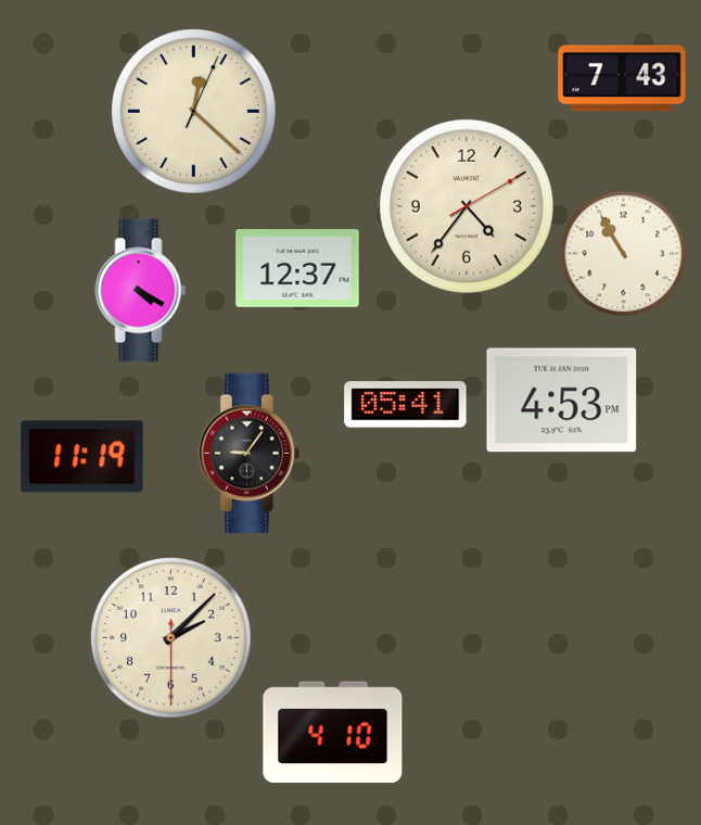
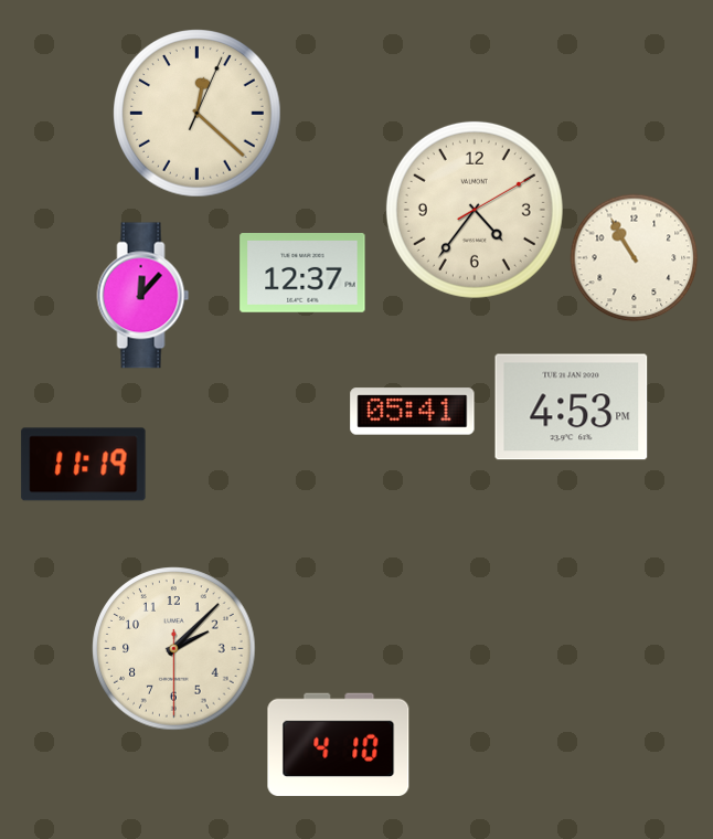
clock at (622, 78): 7:43 -> none
clock at (141, 291): 4:20 -> 12:07
clock at (248, 454): 9:06 -> none
